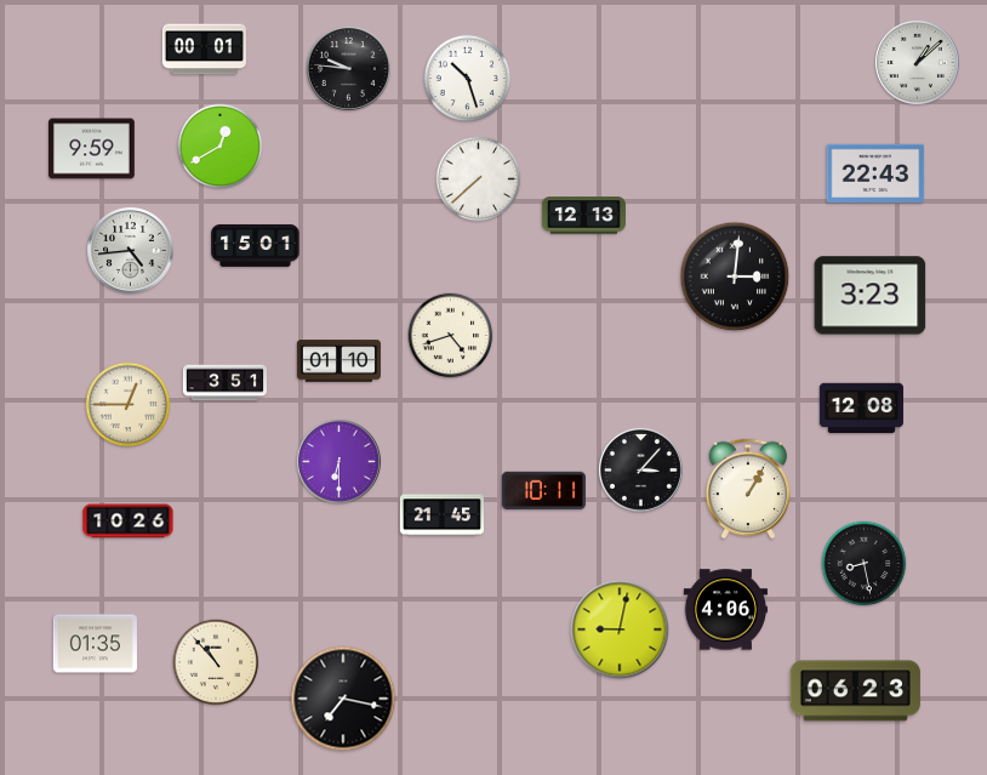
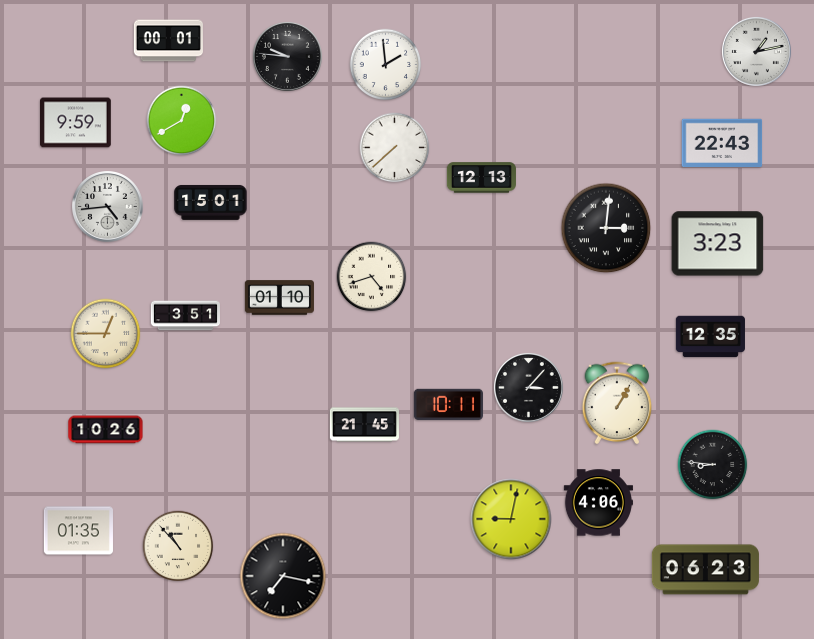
clock at (917, 62): 1:08 -> 1:13
clock at (468, 79): 10:27 -> 1:59
clock at (861, 409): 12:08 -> 12:35
clock at (338, 461): 6:30 -> none
clock at (865, 564): 8:28 -> 8:46
